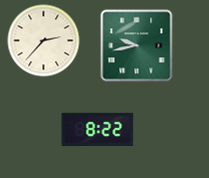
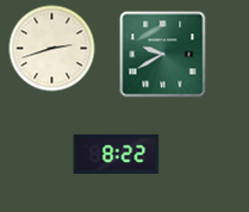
clock at (44, 41): 2:37 -> 2:42
clock at (137, 46): 9:43 -> 9:40
